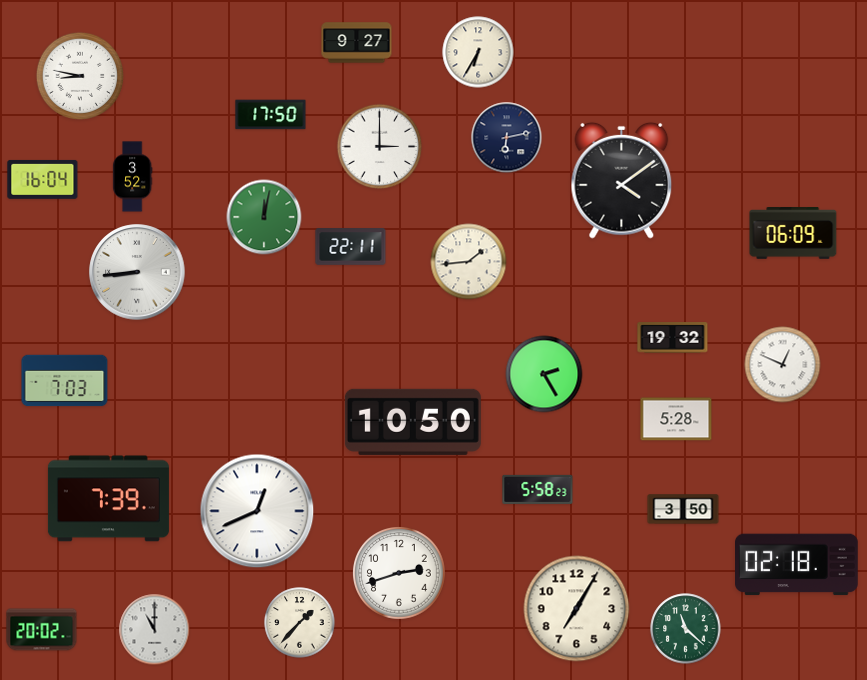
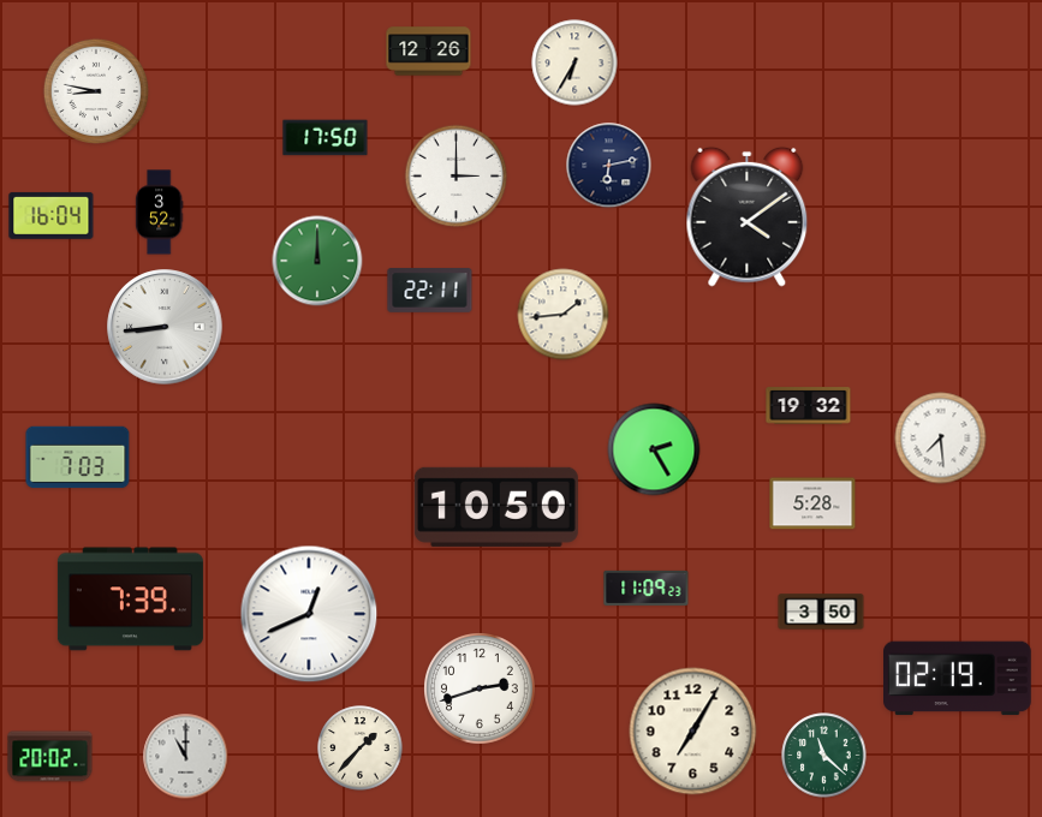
clock at (357, 43): 9:27 -> 12:26
clock at (264, 217): 12:02 -> 12:00
clock at (793, 234): 06:09 -> none
clock at (351, 247) position: (351, 247) -> (430, 291)
clock at (783, 365): 12:49 -> 7:29
clock at (538, 489): 5:58 -> 11:09
clock at (797, 565): 02:18 -> 02:19
